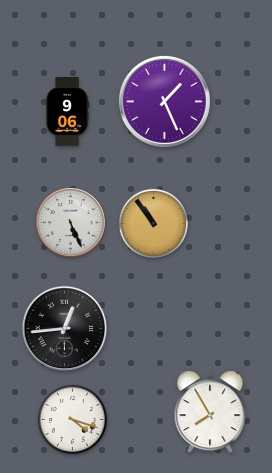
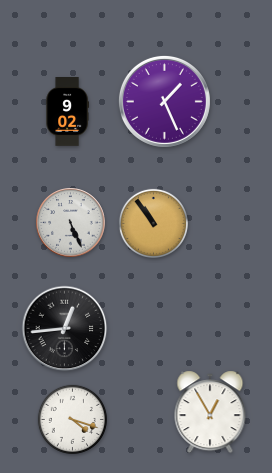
clock at (67, 112): 9:06 -> 9:02
clock at (210, 412): 7:55 -> 12:55
